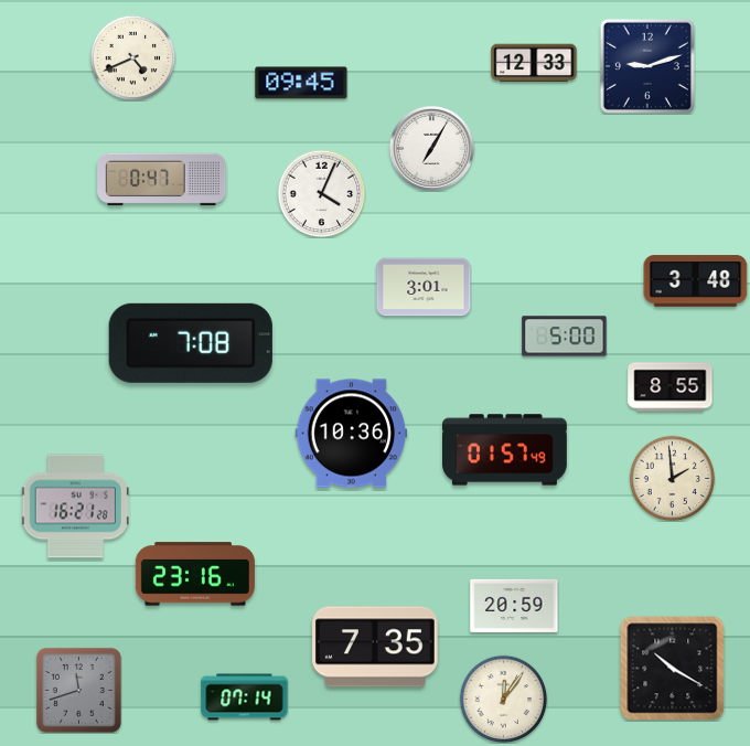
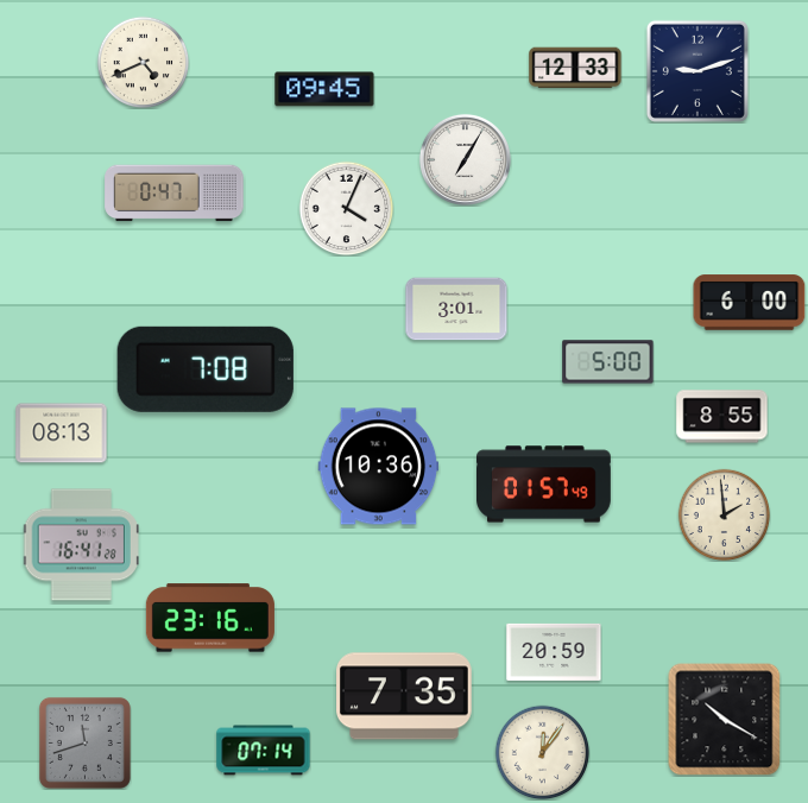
clock at (696, 281): 3:48 -> 6:00
clock at (62, 434): none -> 08:13
clock at (76, 507): 16:21 -> 16:41
